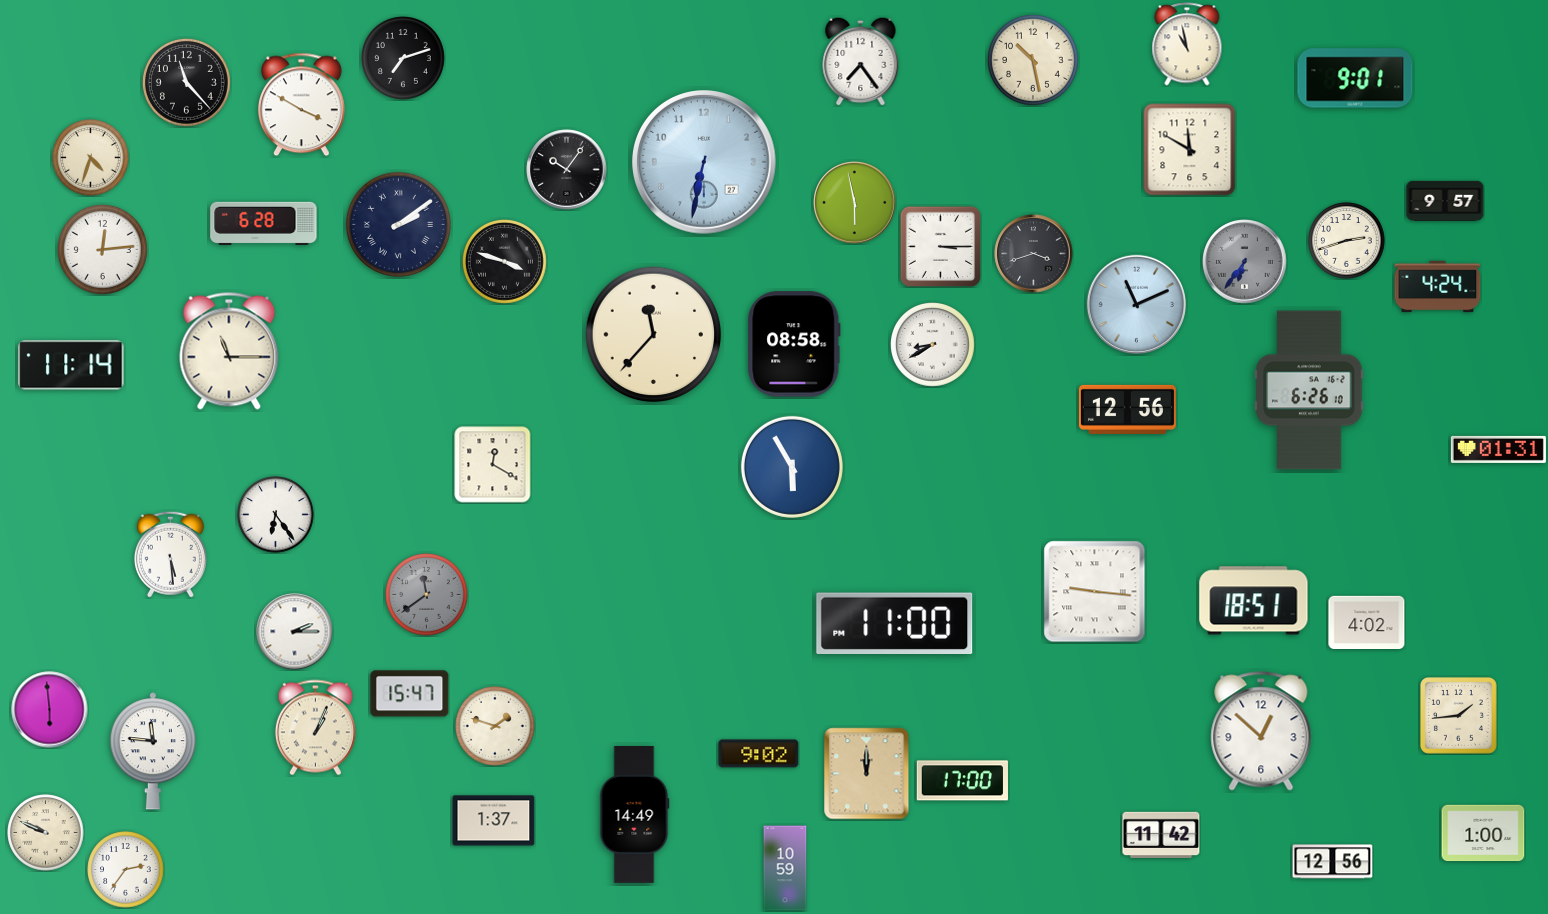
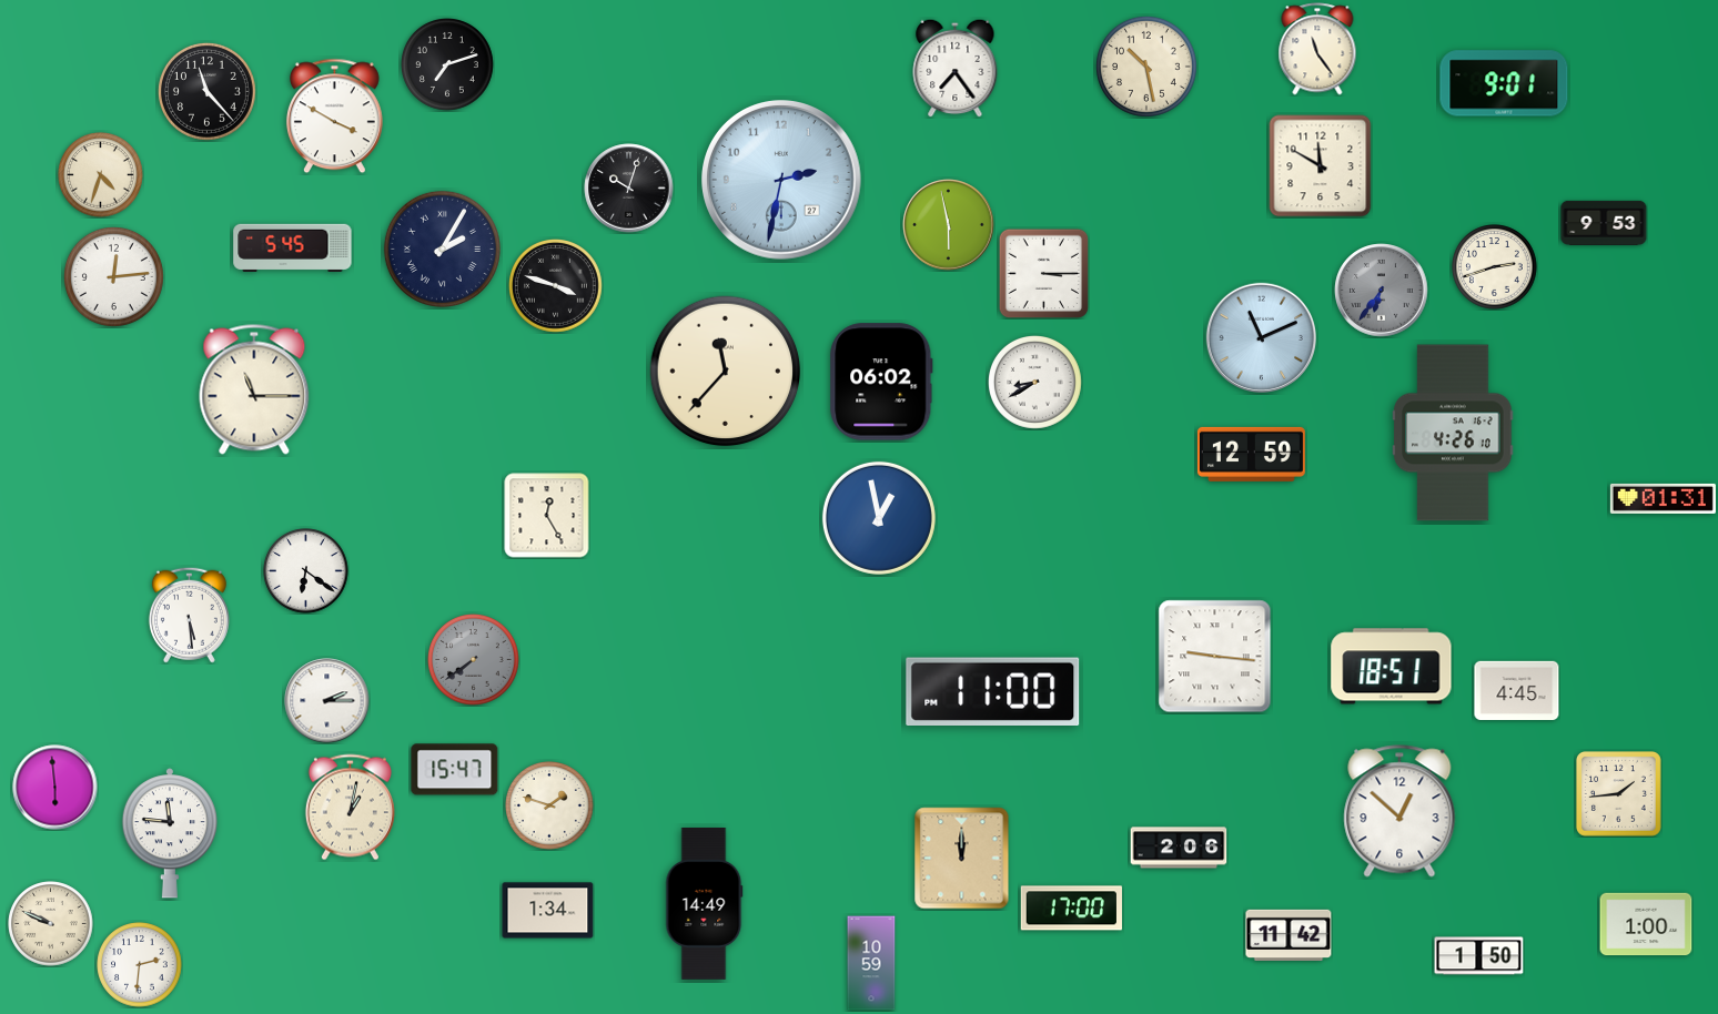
clock at (1187, 44): 10:58 -> 11:24
clock at (1355, 78) position: (1355, 78) -> (1504, 83)
clock at (705, 163): 6:32 -> 2:32
clock at (567, 170): 10:06 -> 10:03
clock at (1445, 201): 9:57 -> 9:53
clock at (264, 223): 6:28 -> 5:45
clock at (398, 224): 2:09 -> 2:05
clock at (1034, 254): 3:42 -> none
clock at (505, 262) position: (505, 262) -> (556, 286)
clock at (1438, 287): 4:24 -> none
clock at (794, 344): 08:58 -> 06:02
clock at (71, 365): 11:14 -> none
clock at (1309, 390): 6:26 -> 4:26
clock at (1127, 409): 12:56 -> 12:59
clock at (493, 465): 12:20 -> 12:25
clock at (792, 467): 5:55 -> 12:58
clock at (276, 515): 6:24 -> 6:21
clock at (427, 595): 11:39 -> 7:39
clock at (1367, 622): 4:02 -> 4:45
clock at (315, 728): 1:04 -> 1:02
clock at (759, 754): 9:02 -> none
clock at (1179, 848): none -> 2:06
clock at (962, 781) position: (962, 781) -> (1071, 909)
clock at (494, 821): 1:37 -> 1:34
clock at (1161, 835) position: (1161, 835) -> (1288, 935)
clock at (1333, 862): 12:56 -> 1:50
clock at (126, 870): 2:36 -> 2:31
